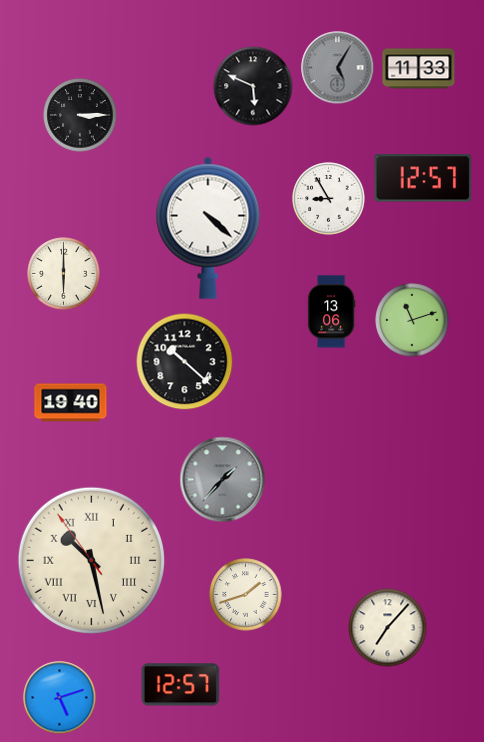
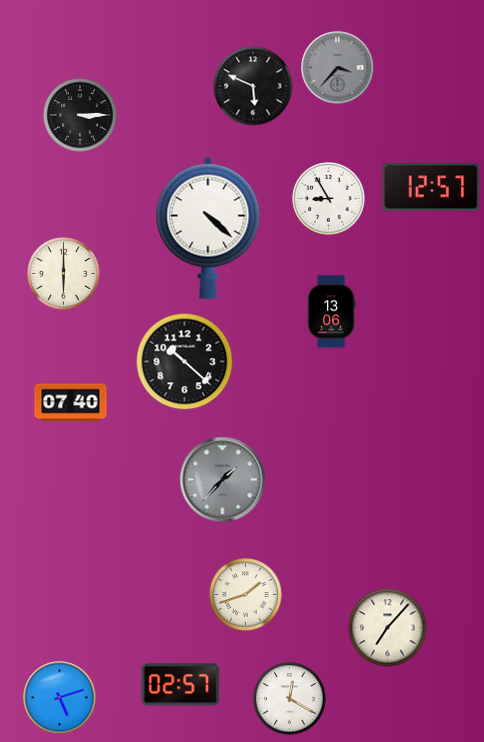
clock at (338, 68): 5:05 -> 3:37
clock at (419, 69): 11:33 -> none
clock at (423, 178) position: (423, 178) -> (431, 187)
clock at (412, 320): 11:12 -> none
clock at (71, 403): 19:40 -> 07:40
clock at (91, 560): 10:27 -> none
clock at (181, 685): 12:57 -> 02:57
clock at (290, 699): none -> 12:20
